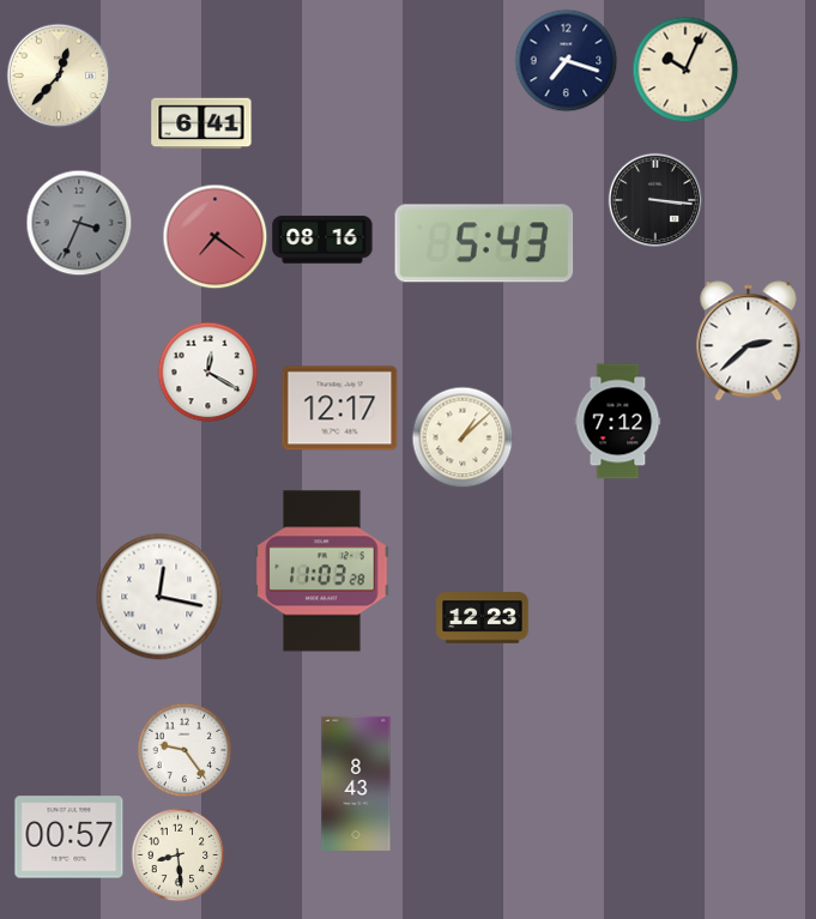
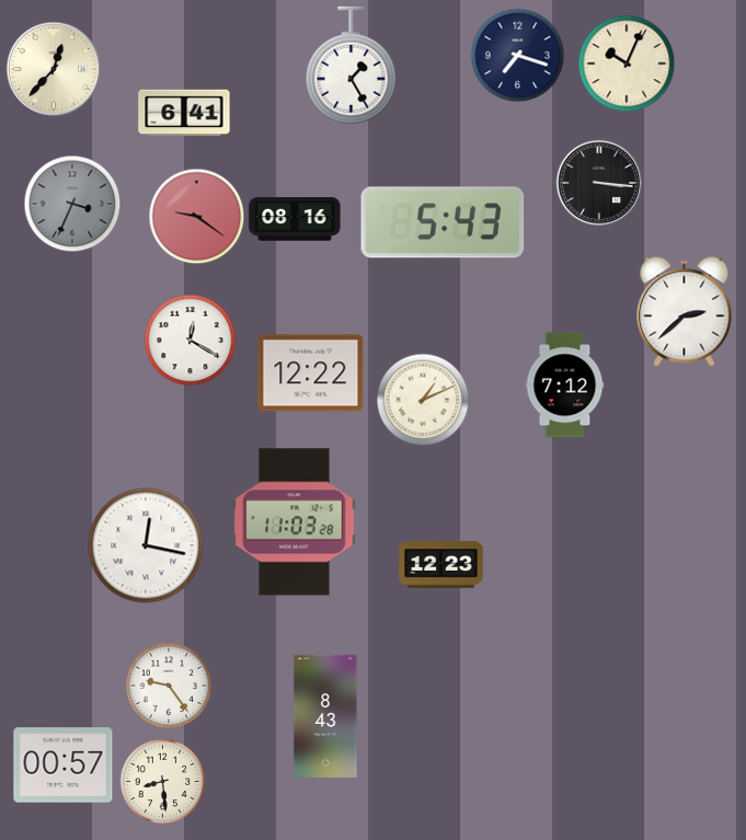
clock at (352, 66): none -> 1:25
clock at (214, 236): 7:21 -> 9:21
clock at (340, 409): 12:17 -> 12:22
clock at (463, 437): 1:08 -> 1:11
